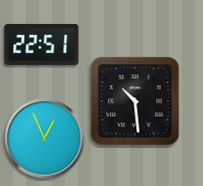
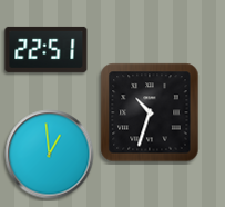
clock at (135, 101): 10:29 -> 10:33
clock at (45, 139): 12:56 -> 12:59
